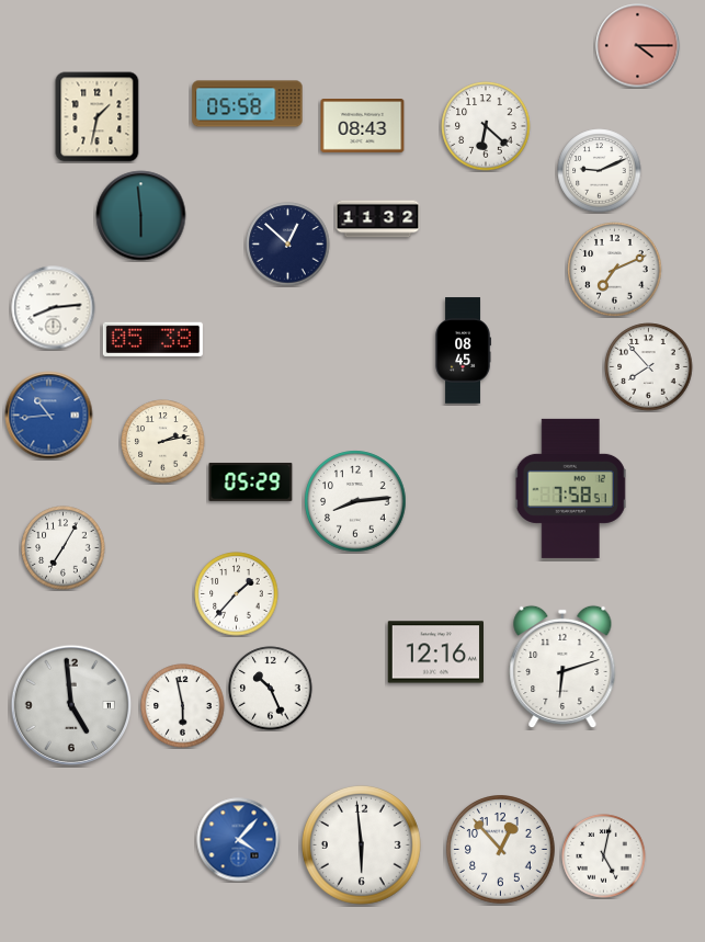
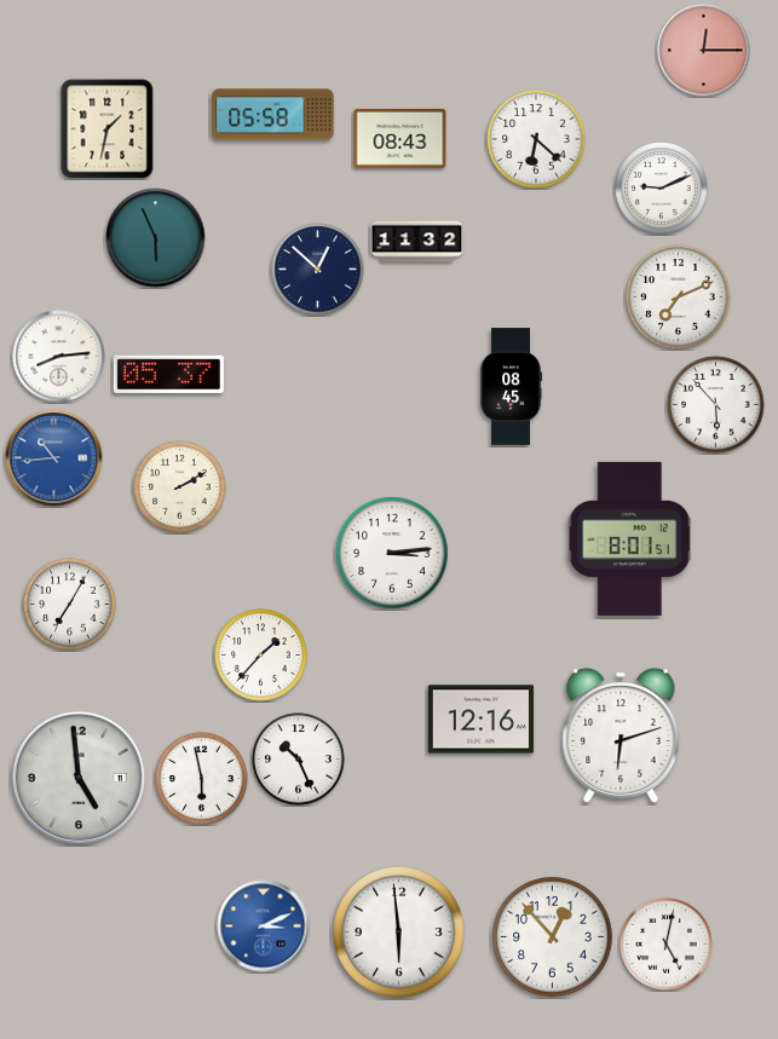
clock at (638, 46): 4:15 -> 12:15
clock at (141, 216): 5:59 -> 5:56
clock at (54, 308) position: (54, 308) -> (59, 357)
clock at (152, 339): 05:38 -> 05:37
clock at (649, 367): 7:53 -> 5:53
clock at (163, 442): 2:13 -> 2:10
clock at (251, 481): 05:29 -> none
clock at (570, 488): 7:58 -> 8:01
clock at (355, 501): 8:14 -> 3:14
clock at (239, 840): 4:07 -> 3:11
